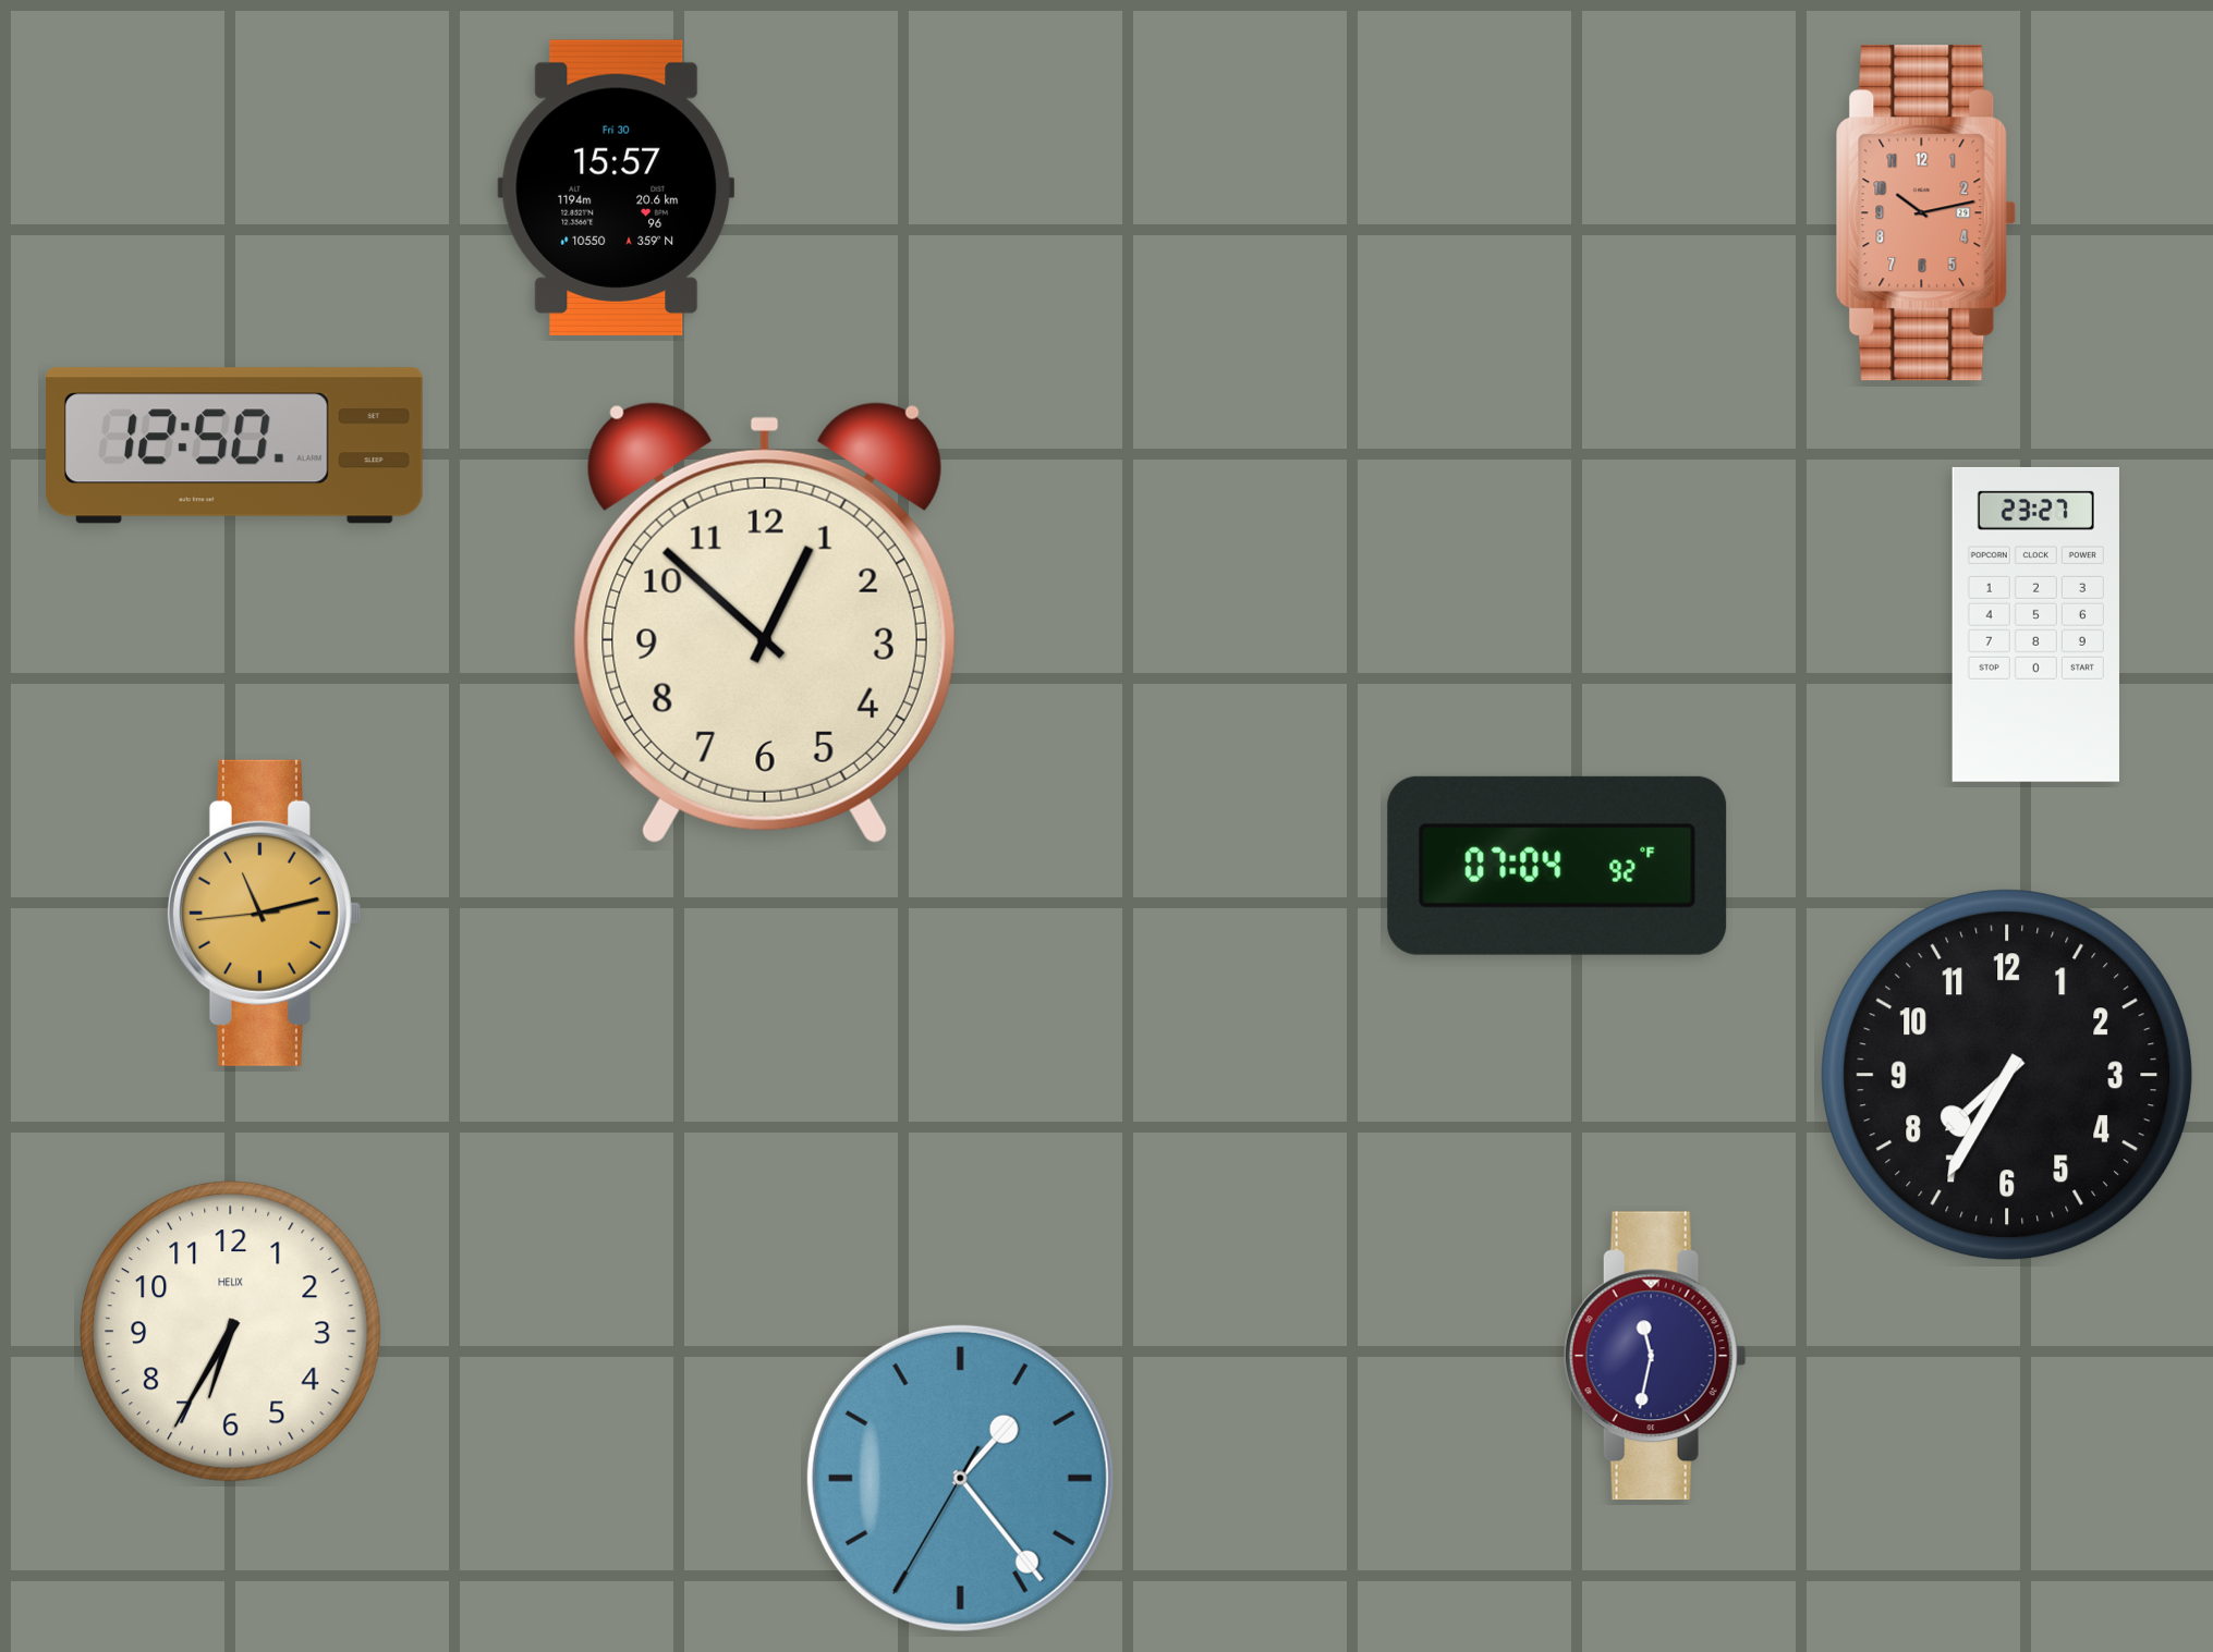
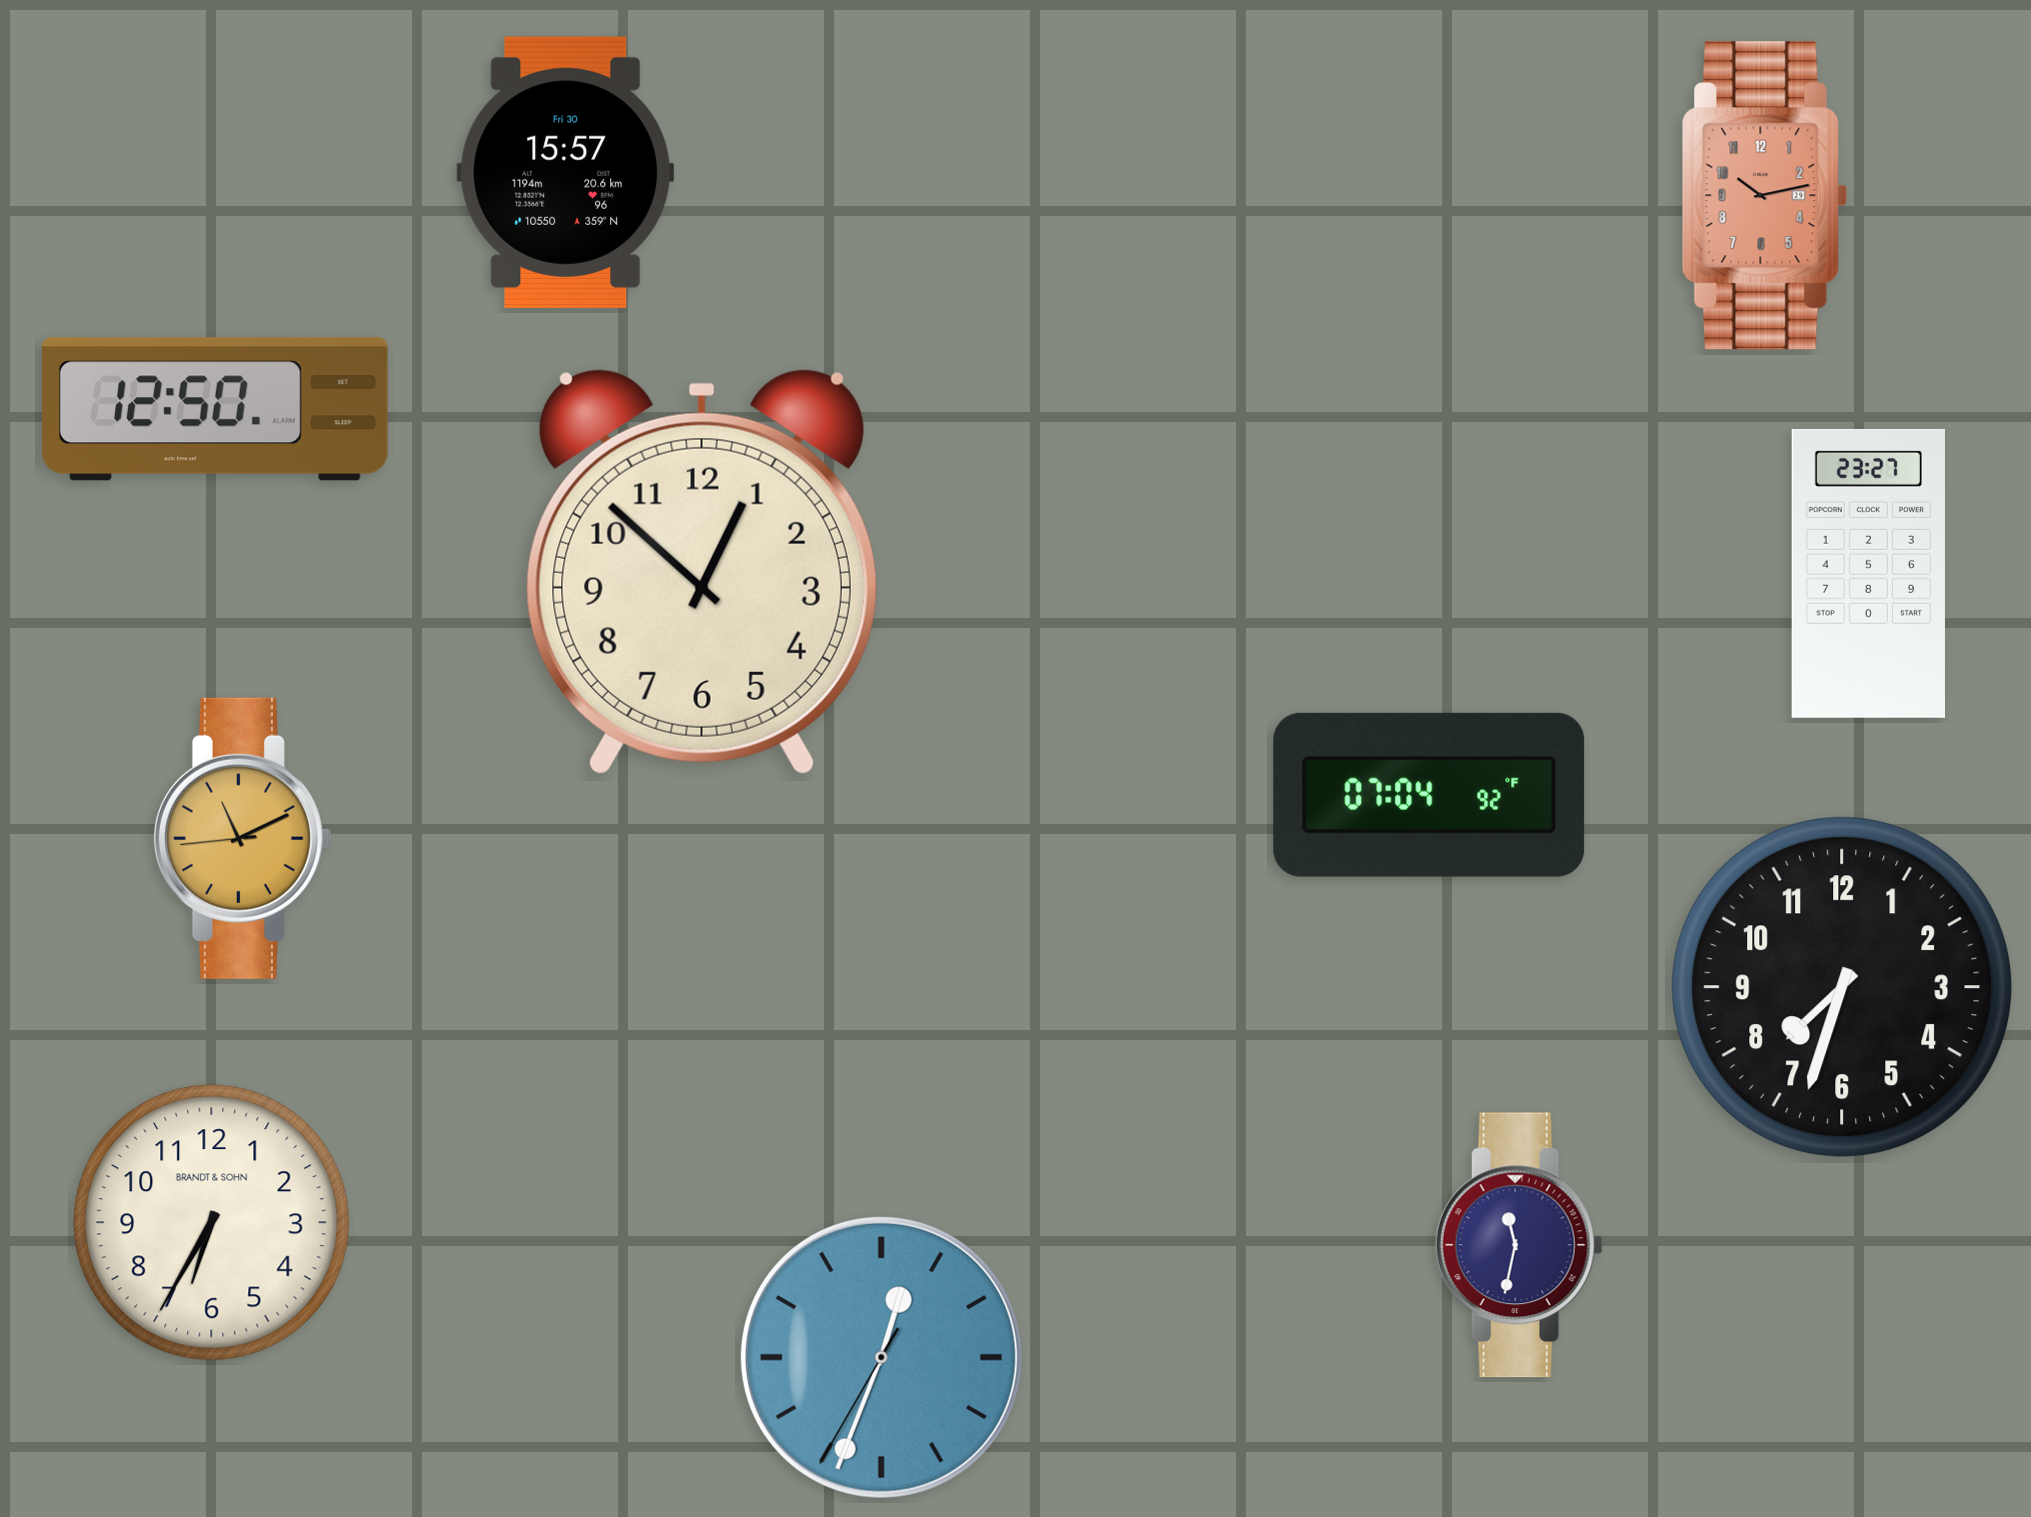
clock at (1926, 213) position: (1926, 213) -> (1765, 196)
clock at (264, 913): 11:12 -> 11:10
clock at (2007, 1075): 7:35 -> 7:33
clock at (231, 1332) brand: HELIX -> BRANDT & SOHN
clock at (960, 1478): 1:23 -> 12:33
